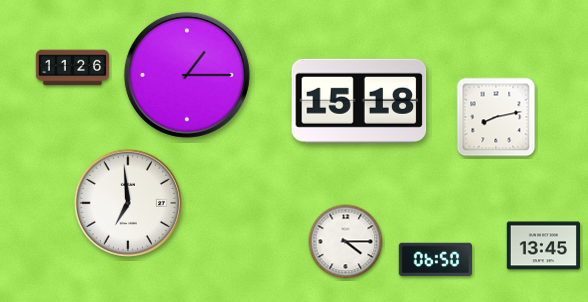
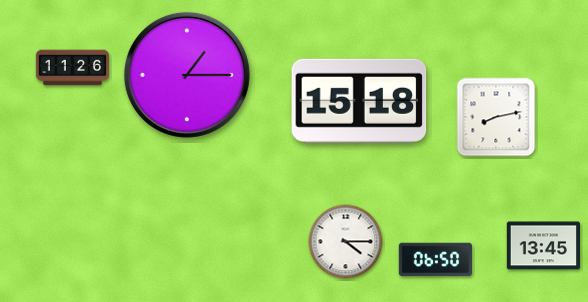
clock at (128, 203): 6:59 -> none
